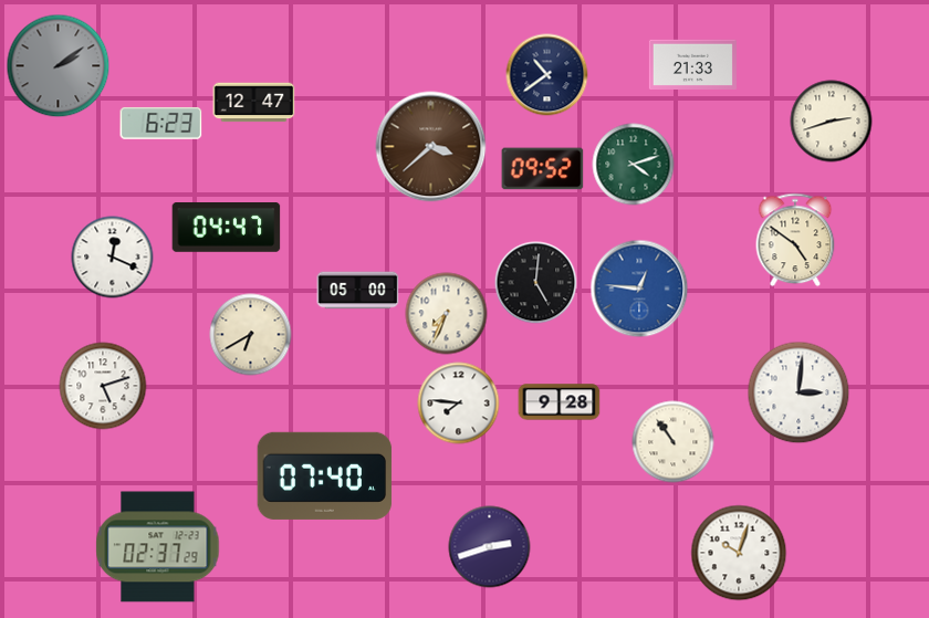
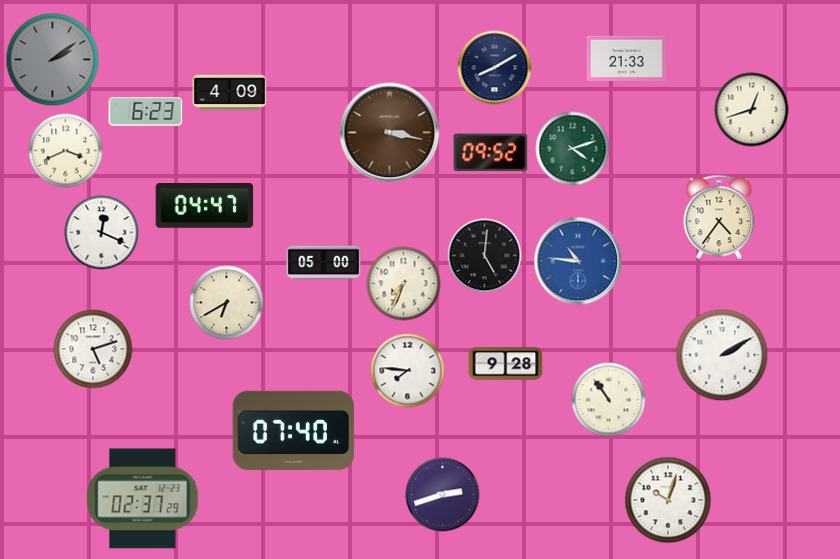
clock at (547, 75): 10:39 -> 8:10
clock at (254, 103): 12:47 -> 4:09
clock at (832, 122): 2:42 -> 12:42
clock at (431, 147): 3:38 -> 3:17
clock at (66, 151): none -> 3:41
clock at (795, 240): 4:51 -> 4:36
clock at (639, 289): 12:46 -> 10:46
clock at (798, 392): 3:01 -> 2:10
clock at (459, 404) position: (459, 404) -> (408, 371)
clock at (158, 547) position: (158, 547) -> (143, 499)
